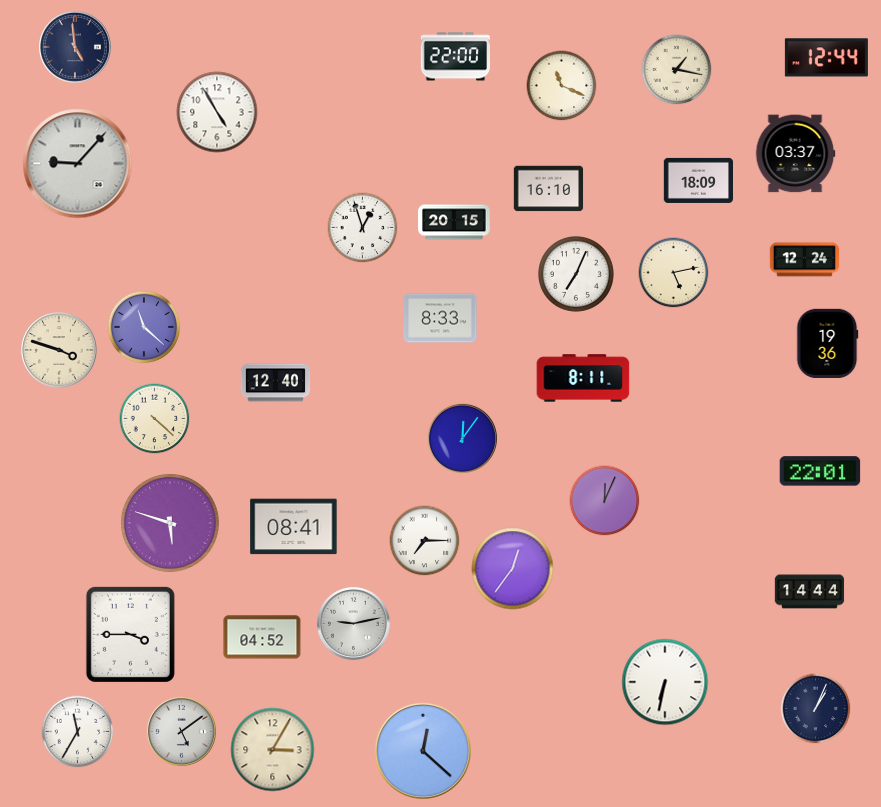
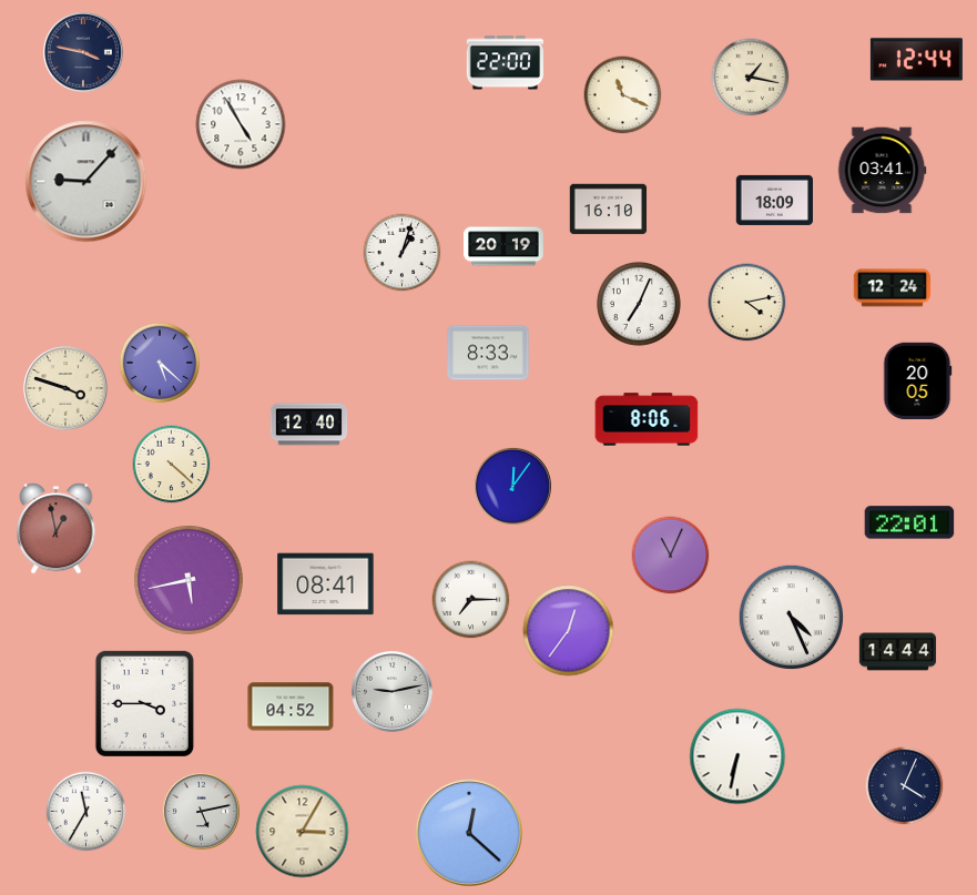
clock at (76, 48): 4:59 -> 3:47
clock at (826, 58) position: (826, 58) -> (916, 60)
clock at (795, 154): 03:37 -> 03:41
clock at (454, 222): 20:15 -> 20:19
clock at (363, 228): 12:57 -> 1:03
clock at (674, 273): 5:13 -> 4:13
clock at (144, 327): 11:22 -> 5:22
clock at (828, 343): 19:36 -> 20:05
clock at (583, 378): 8:11 -> 8:06
clock at (276, 383) position: (276, 383) -> (309, 425)
clock at (57, 529): none -> 12:58
clock at (605, 501): 12:04 -> 11:04
clock at (171, 524): 5:48 -> 5:43
clock at (791, 617): none -> 4:26
clock at (810, 592) position: (810, 592) -> (898, 652)
clock at (816, 709): 1:04 -> 4:04
clock at (181, 731): 5:09 -> 5:13
